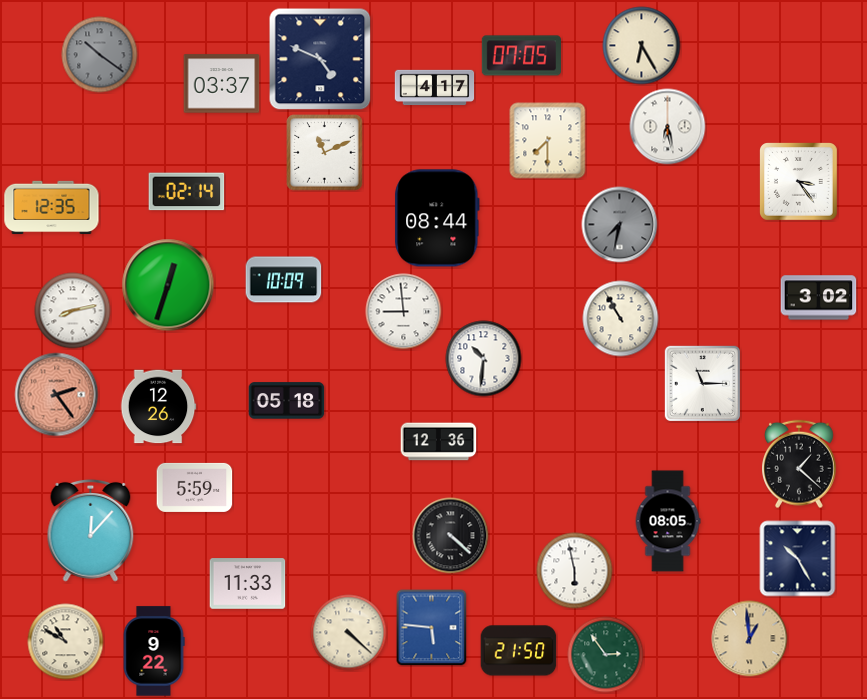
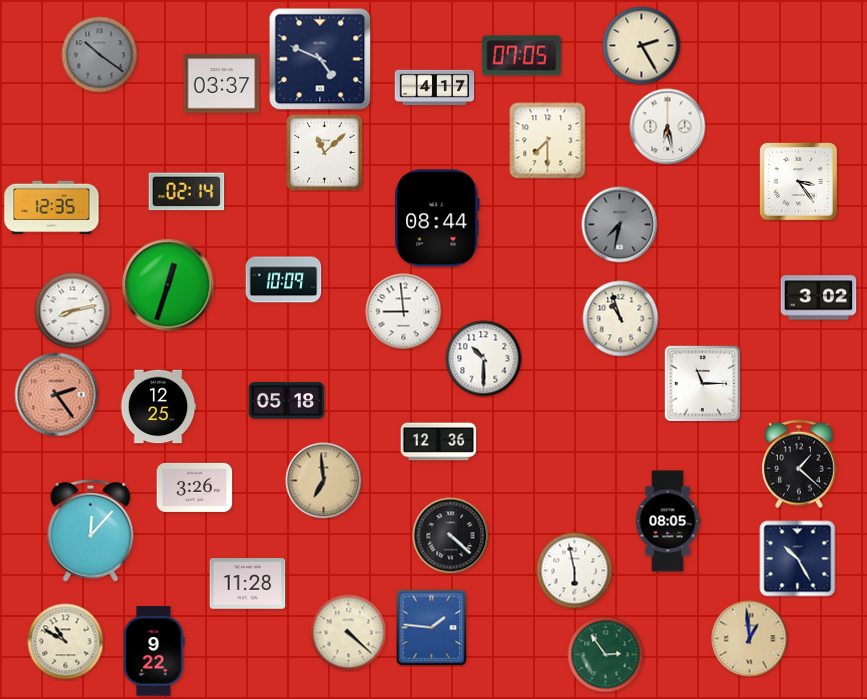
clock at (642, 46): 6:25 -> 2:25
clock at (325, 153): 11:11 -> 11:08
clock at (621, 319): 10:55 -> 10:57
clock at (484, 359): 10:31 -> 10:30
clock at (158, 407): 12:26 -> 12:25
clock at (324, 481): none -> 6:59
clock at (195, 487): 5:59 -> 3:26
clock at (248, 584): 11:33 -> 11:28
clock at (432, 628): 5:46 -> 1:46
clock at (519, 651): 21:50 -> none
